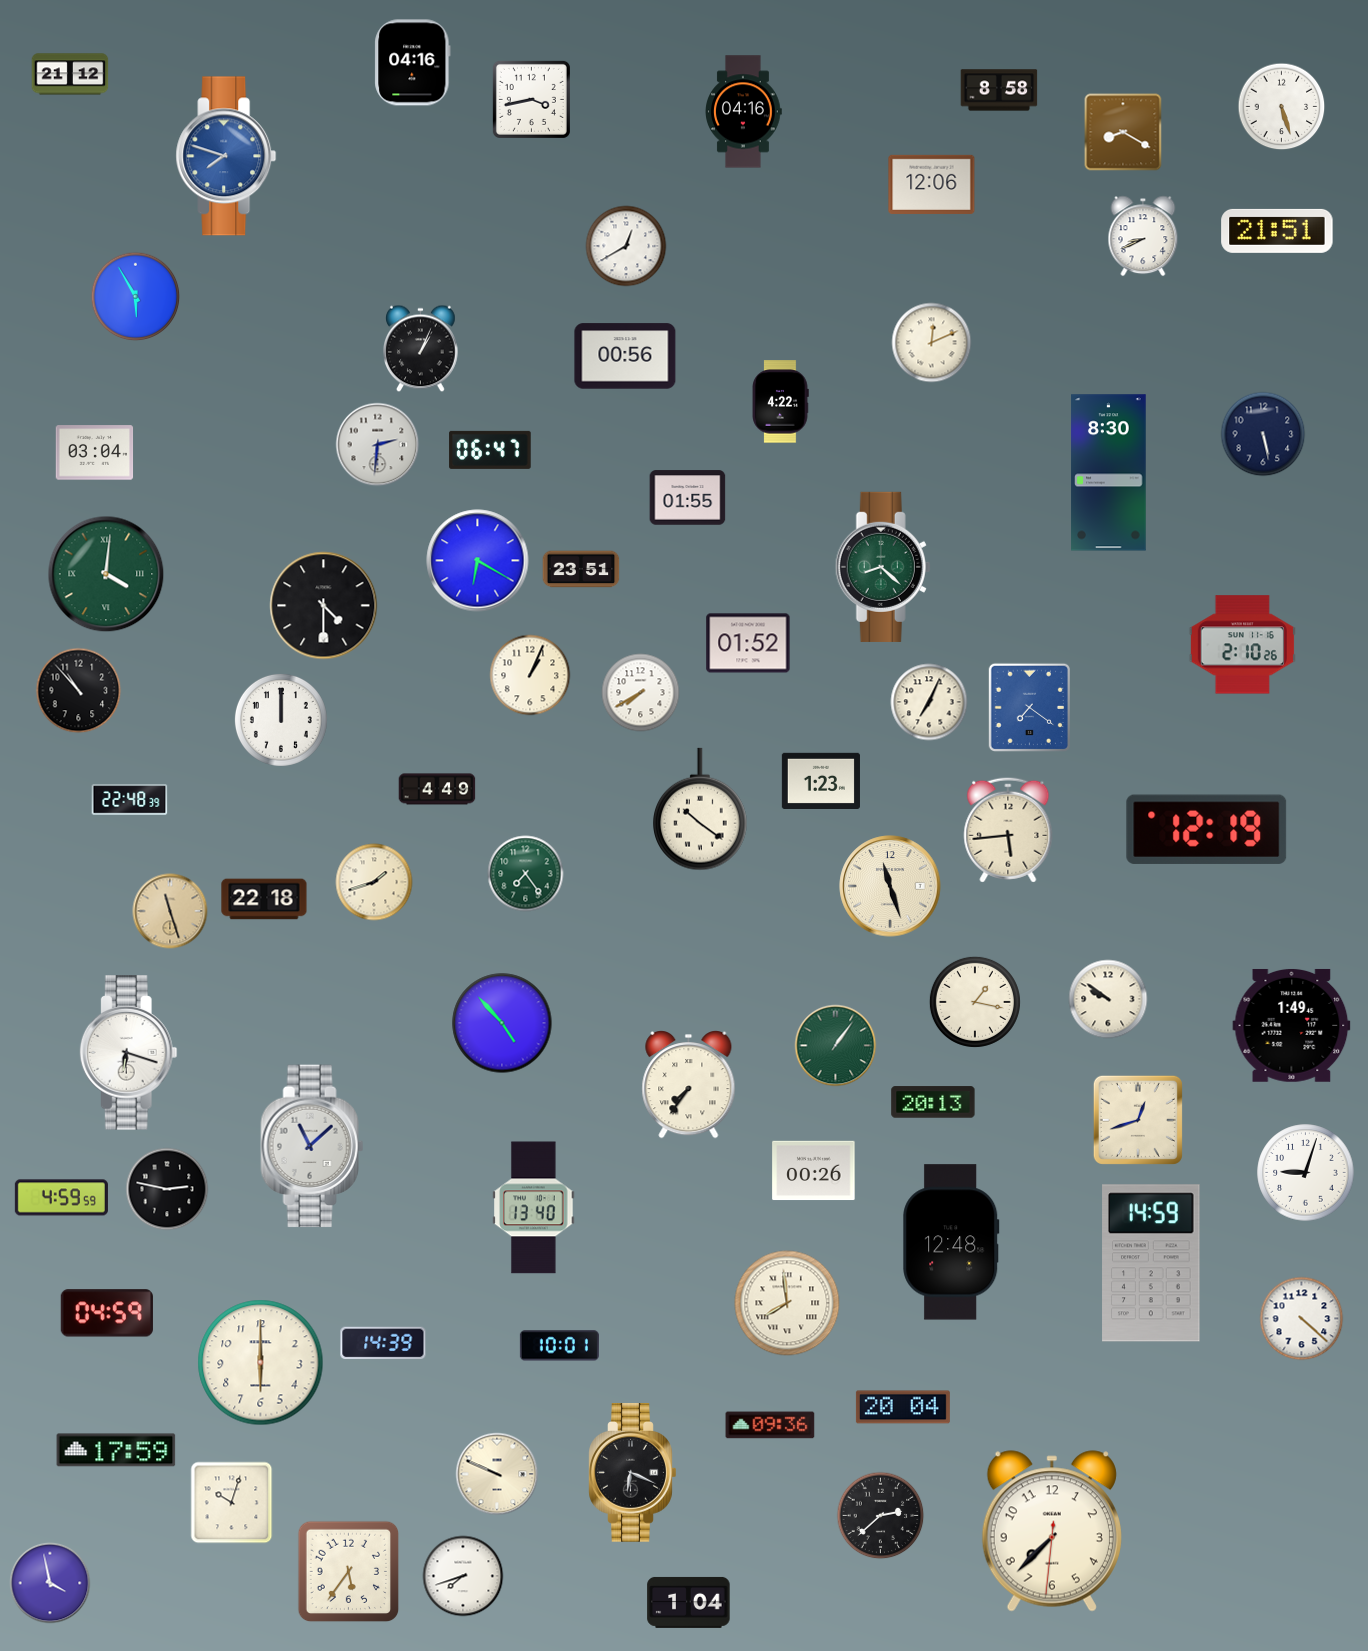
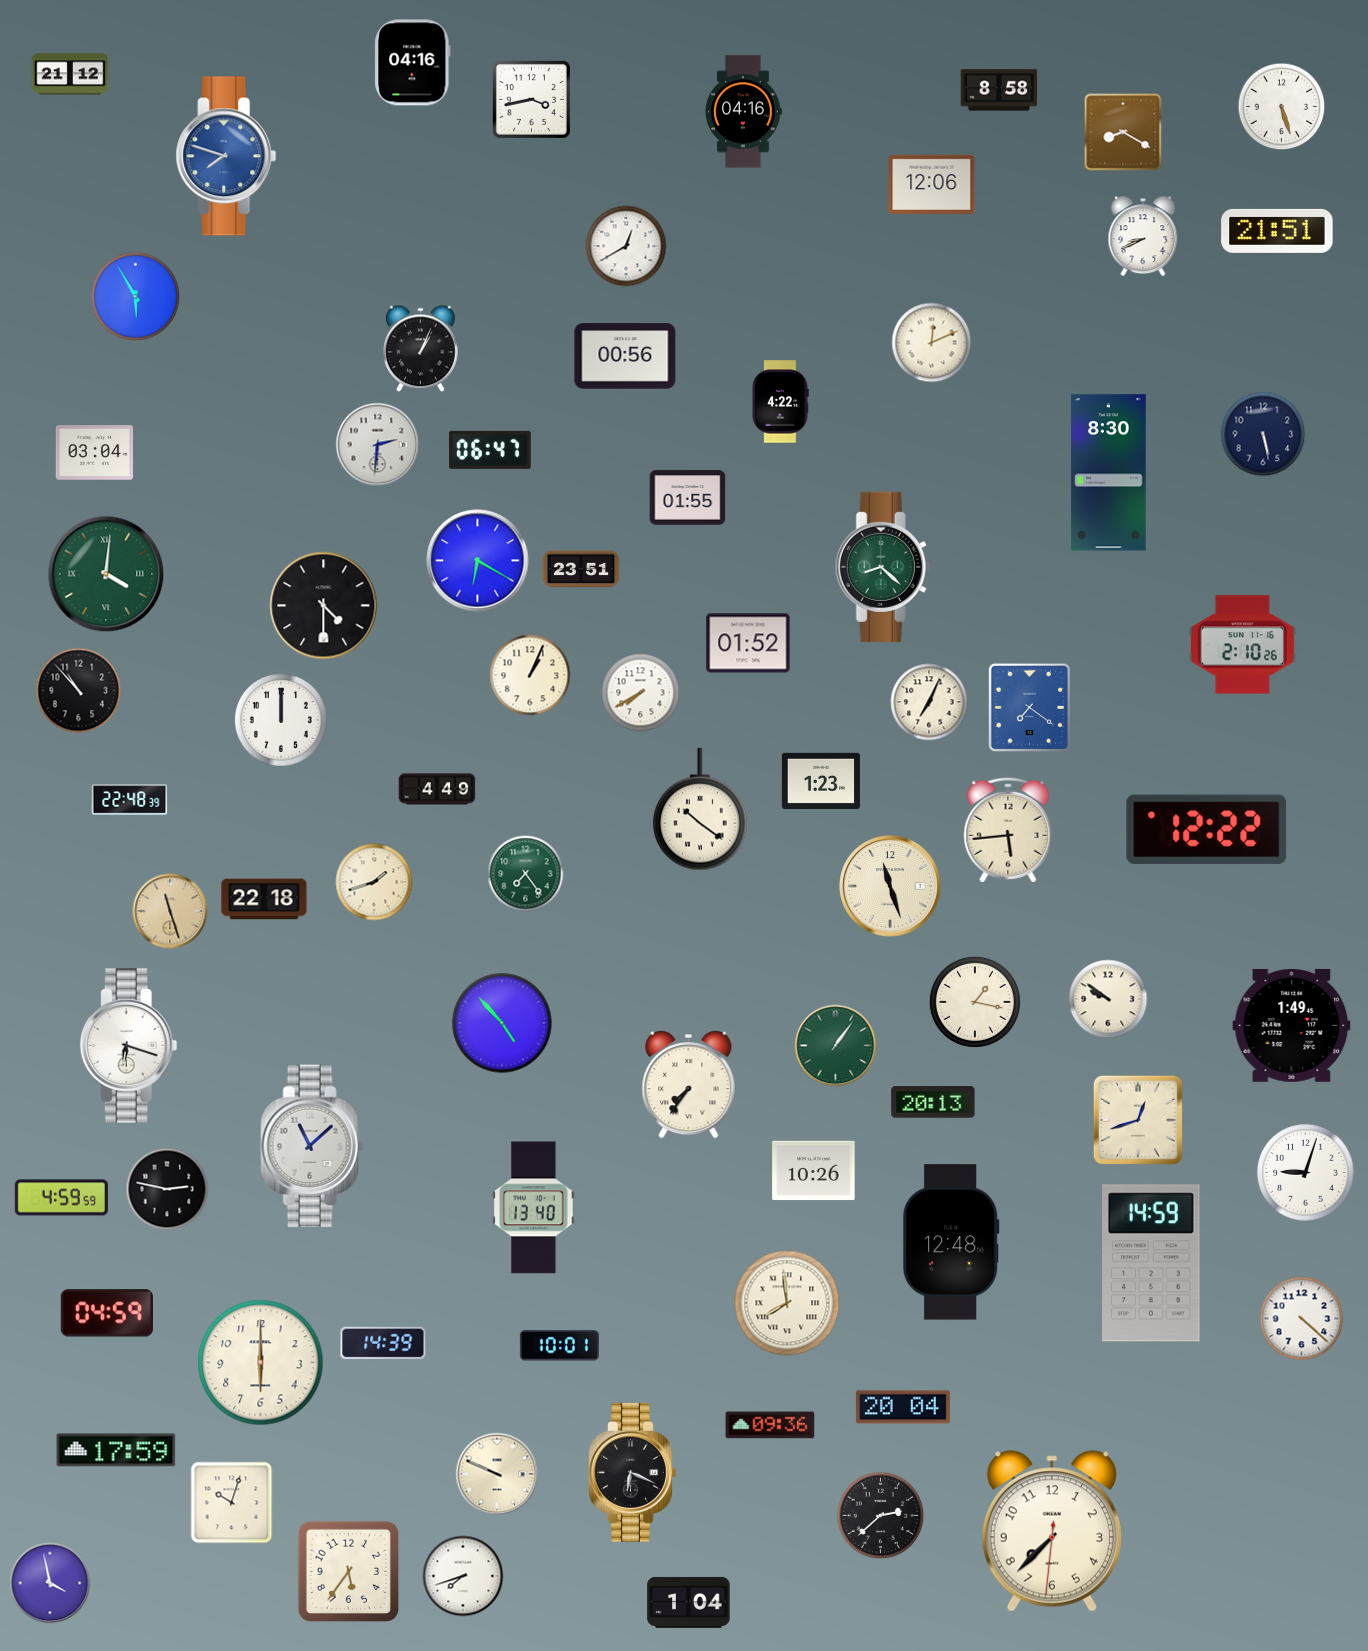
clock at (1207, 829): 12:19 -> 12:22
clock at (128, 1053) position: (128, 1053) -> (128, 1046)
clock at (814, 1171): 00:26 -> 10:26
